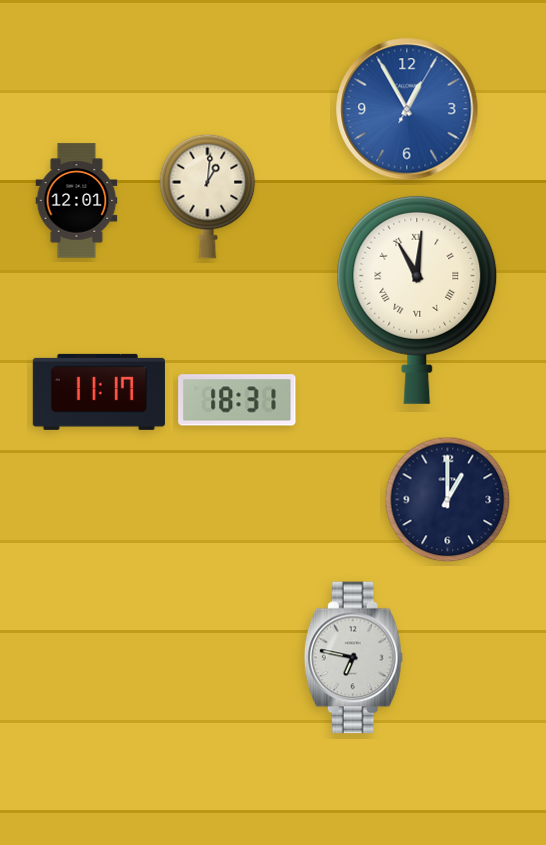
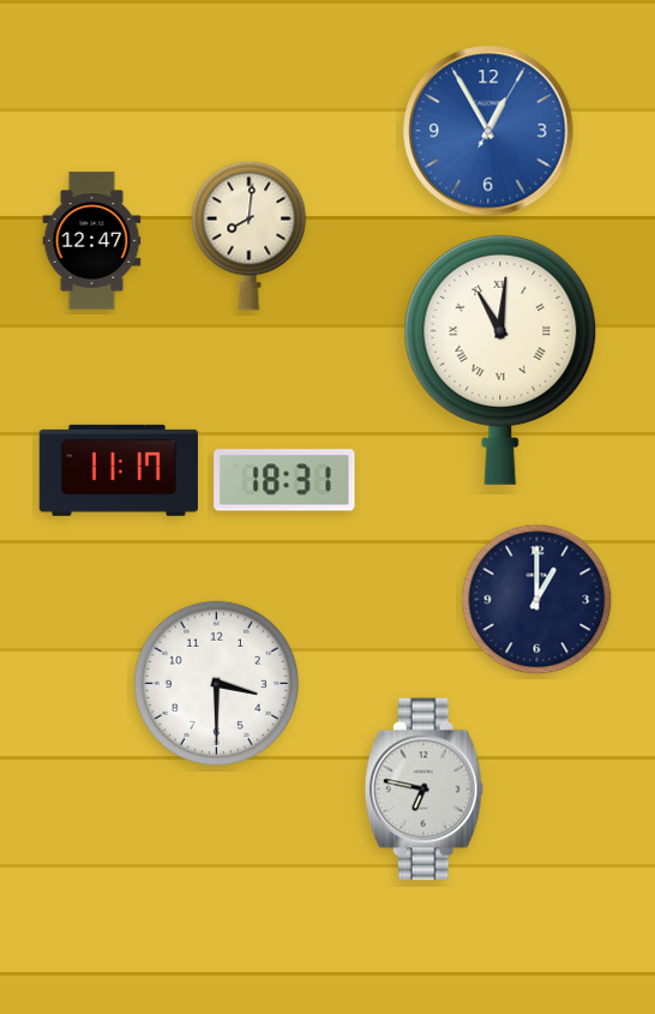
clock at (208, 196): 1:01 -> 8:01
clock at (77, 201): 12:01 -> 12:47
clock at (216, 683): none -> 3:30
